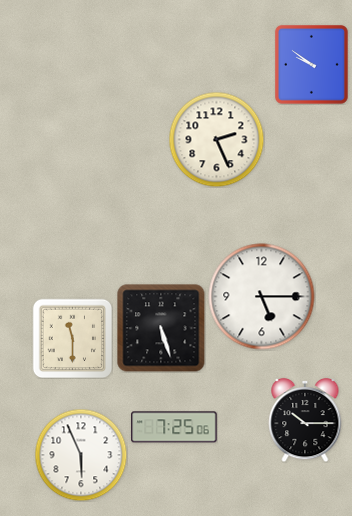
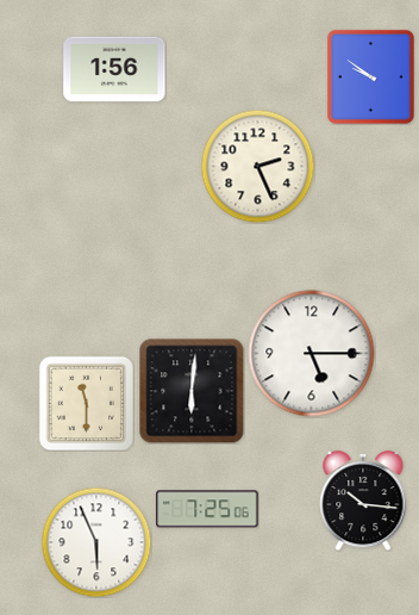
clock at (114, 69): none -> 1:56
clock at (161, 328): 5:27 -> 6:01
clock at (305, 420): 10:15 -> 10:16
